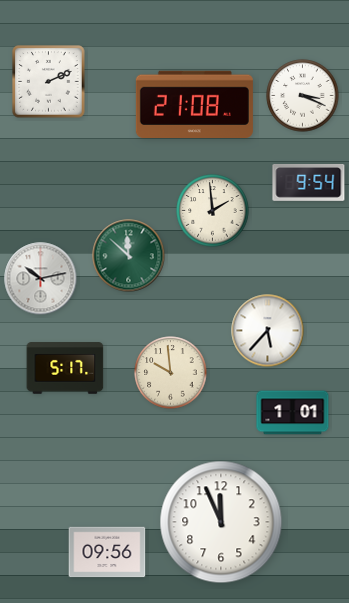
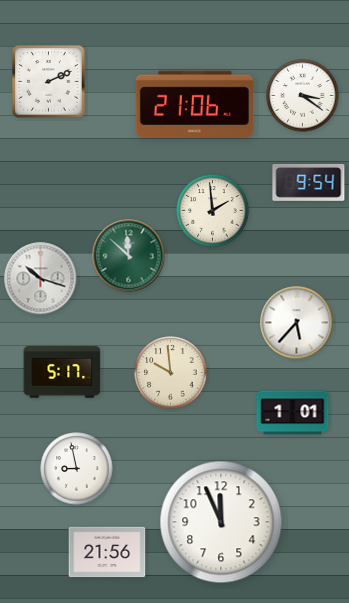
clock at (303, 96): 3:19 -> 3:21
clock at (194, 105): 21:08 -> 21:06
clock at (41, 279): 10:13 -> 10:18
clock at (268, 331) position: (268, 331) -> (297, 323)
clock at (65, 368) position: (65, 368) -> (62, 372)
clock at (77, 469): none -> 8:58
clock at (107, 552): 09:56 -> 21:56
